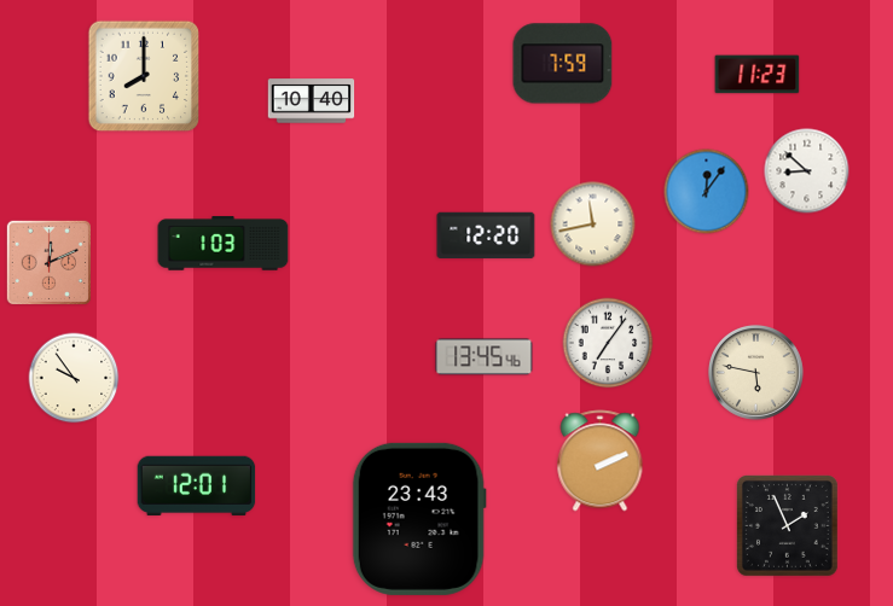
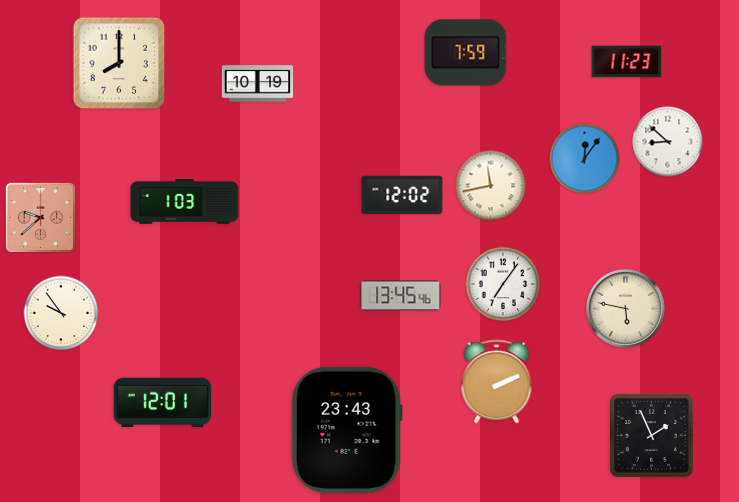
clock at (312, 101): 10:40 -> 10:19
clock at (486, 235): 12:20 -> 12:02
clock at (48, 262): 12:11 -> 9:38
